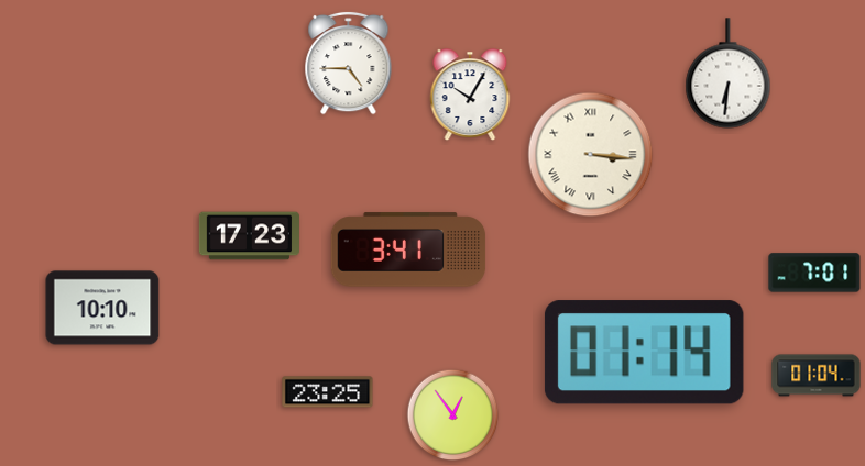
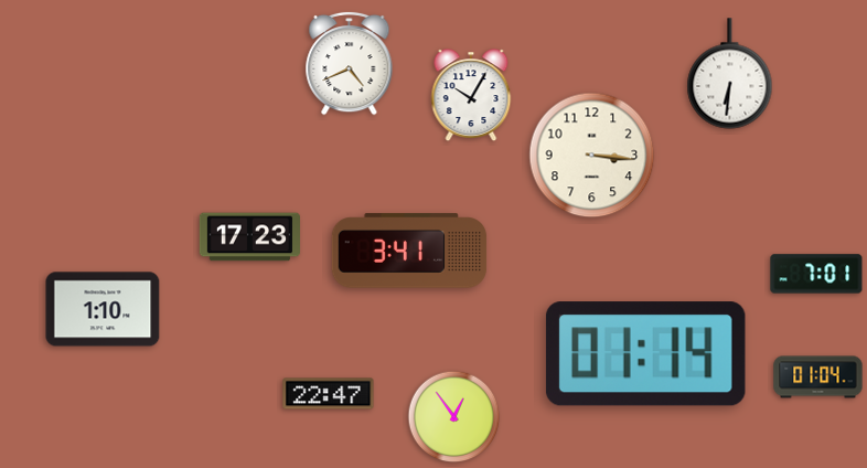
clock at (349, 63): 4:45 -> 4:41
clock at (591, 155) numerals: Roman -> Arabic
clock at (102, 308): 10:10 -> 1:10
clock at (328, 392): 23:25 -> 22:47
